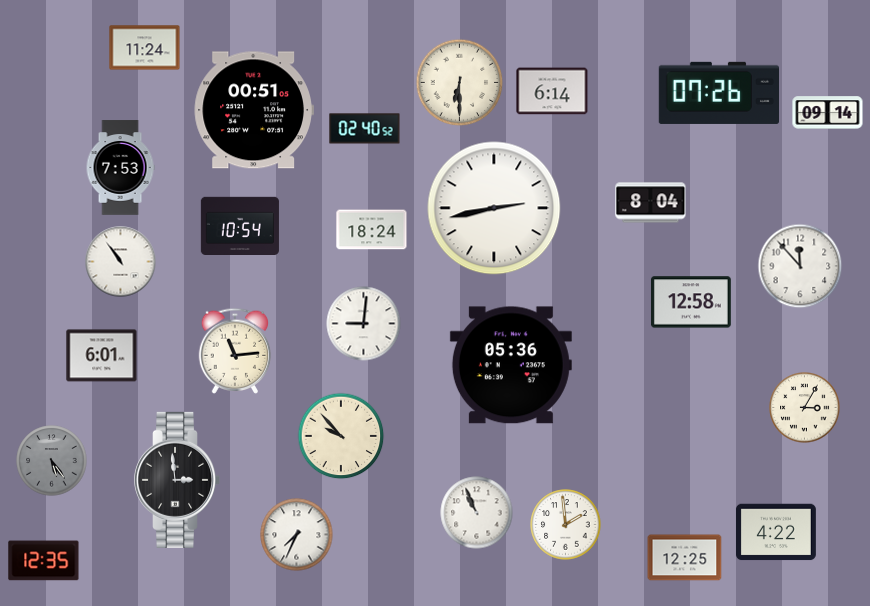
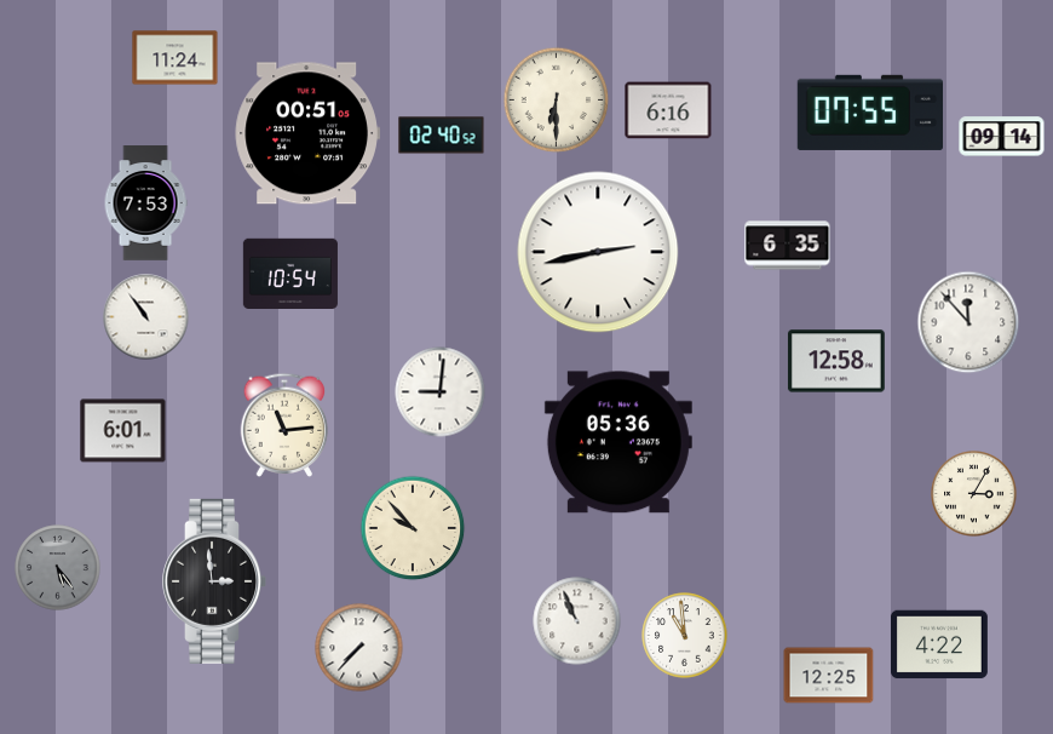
clock at (552, 91): 6:14 -> 6:16
clock at (718, 93): 07:26 -> 07:55
clock at (365, 129) position: (365, 129) -> (442, 136)
clock at (651, 203): 8:04 -> 6:35
clock at (372, 230): 18:24 -> none
clock at (691, 302) position: (691, 302) -> (836, 361)
clock at (52, 461) position: (52, 461) -> (58, 568)
clock at (566, 525): 1:59 -> 10:59
clock at (297, 535): 7:34 -> 7:37
clock at (44, 561): 12:35 -> none
